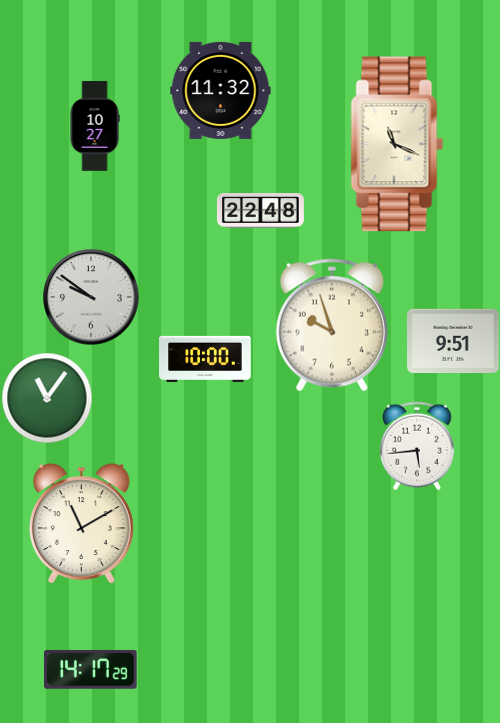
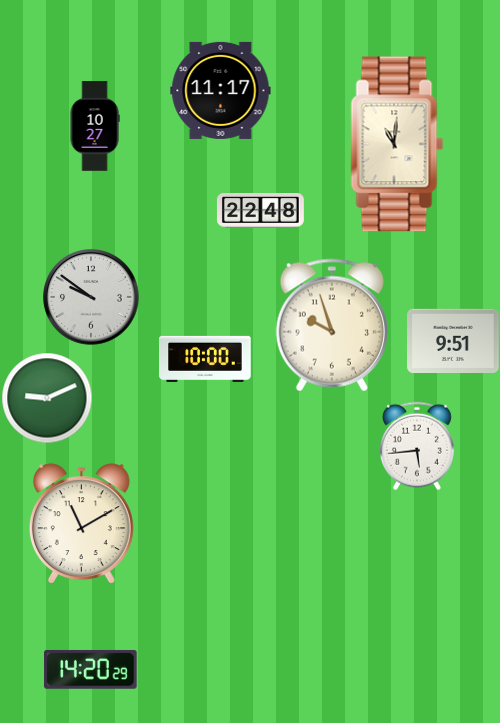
clock at (221, 90): 11:32 -> 11:17
clock at (397, 144): 11:19 -> 11:01
clock at (47, 398): 11:06 -> 9:11
clock at (91, 670): 14:17 -> 14:20
